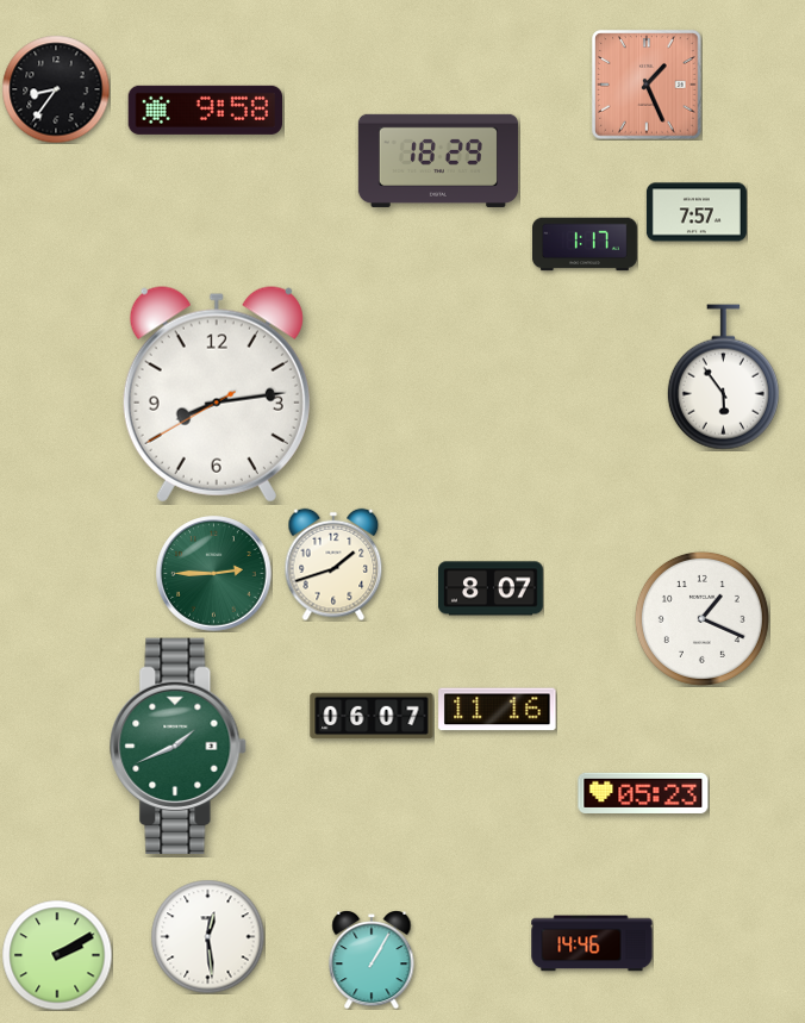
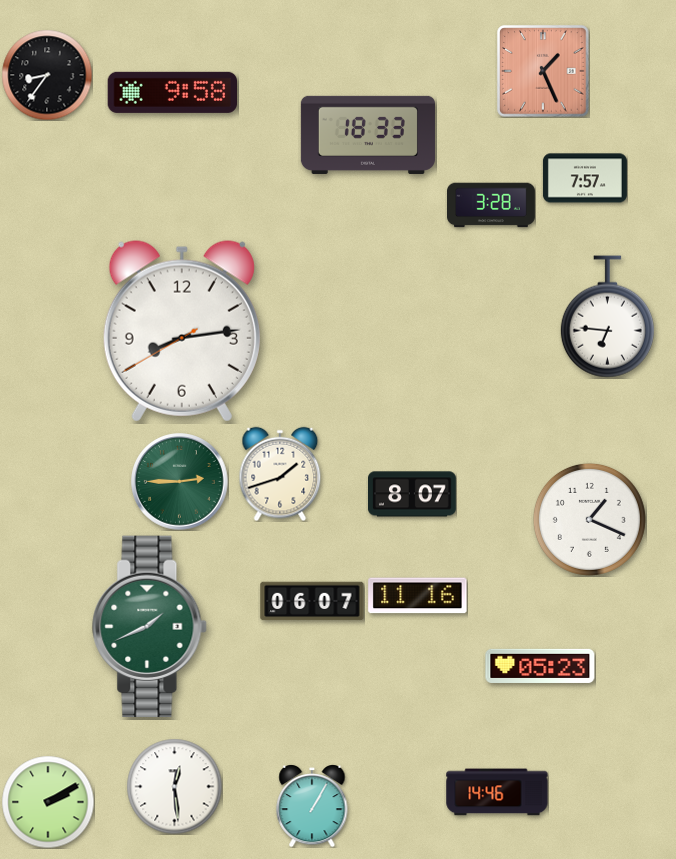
clock at (438, 161): 18:29 -> 18:33
clock at (586, 244): 1:17 -> 3:28
clock at (723, 378): 5:54 -> 6:46
